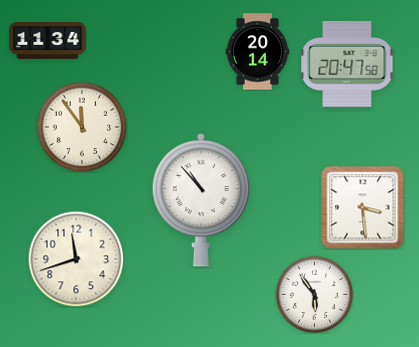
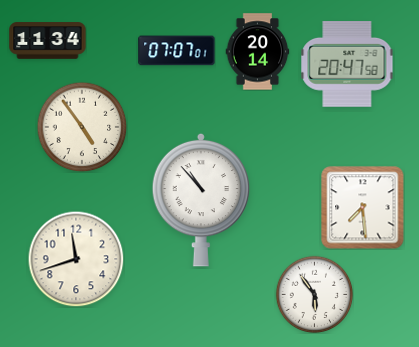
clock at (177, 51): none -> 07:07
clock at (82, 127): 11:54 -> 4:54
clock at (363, 208): 3:29 -> 7:29
